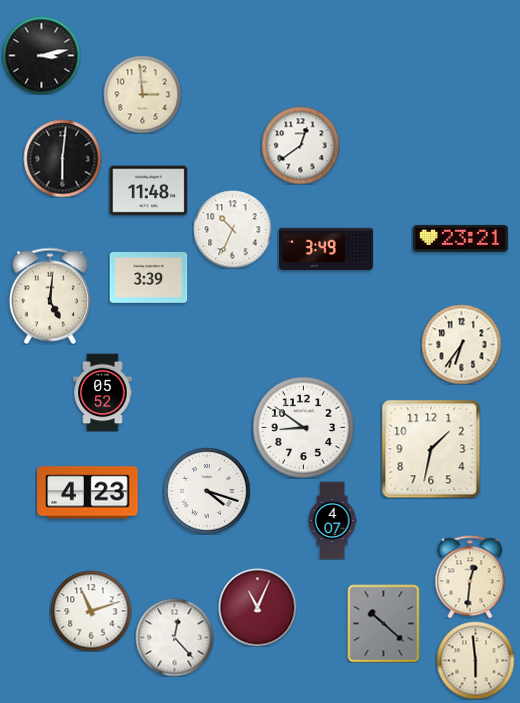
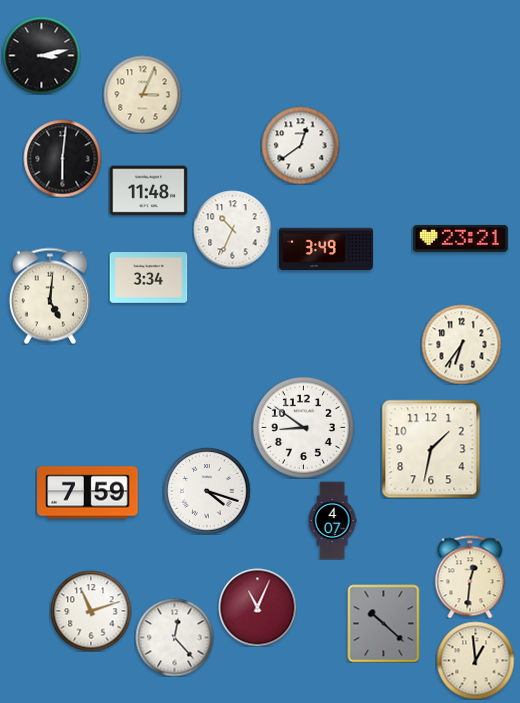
clock at (142, 94): 2:59 -> 3:04
clock at (148, 278): 3:39 -> 3:34
clock at (103, 392): 05:52 -> none
clock at (88, 493): 4:23 -> 7:59
clock at (475, 660): 5:59 -> 12:59
